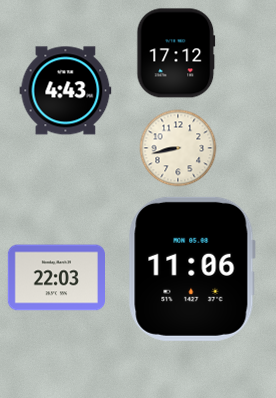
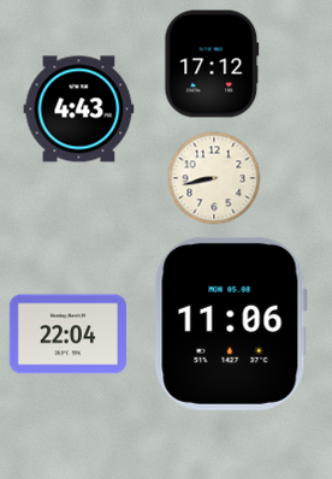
clock at (56, 278): 22:03 -> 22:04
